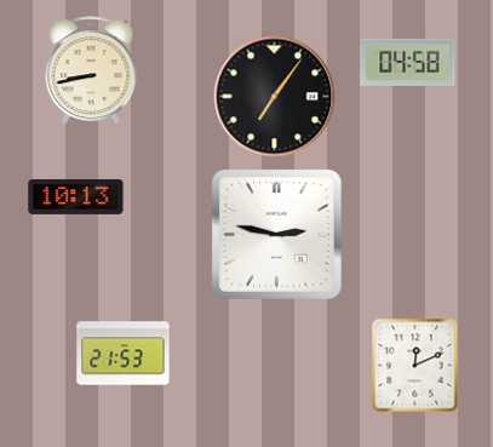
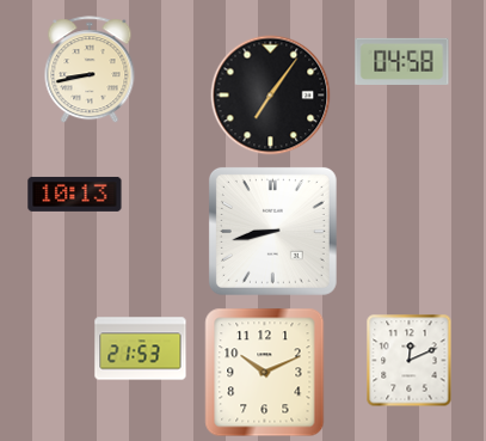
clock at (276, 234): 2:47 -> 8:43
clock at (124, 354) position: (124, 354) -> (141, 349)
clock at (265, 373): none -> 10:11
